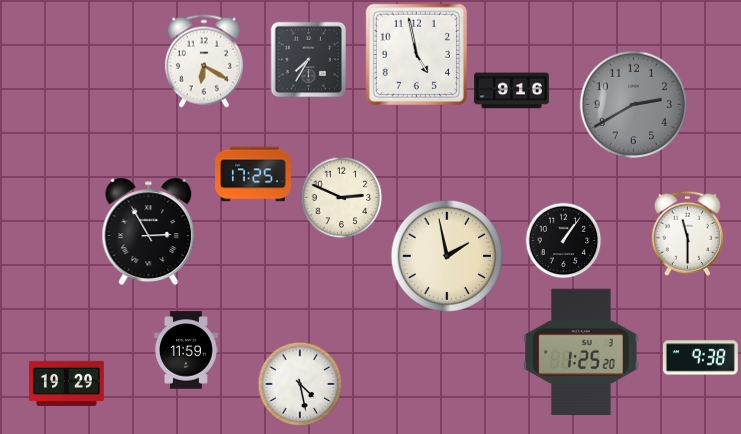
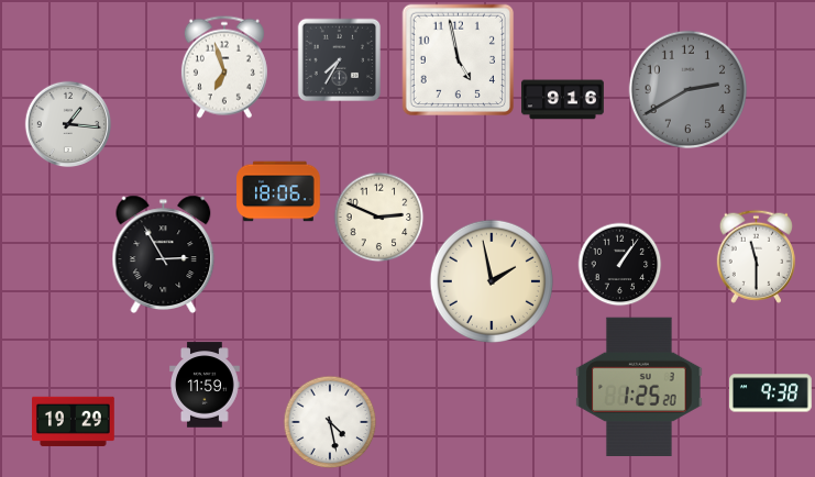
clock at (309, 60) position: (309, 60) -> (340, 60)
clock at (204, 61): 6:20 -> 6:57
clock at (634, 105) position: (634, 105) -> (689, 90)
clock at (68, 124): none -> 1:16
clock at (253, 174): 17:25 -> 18:06
clock at (342, 198) position: (342, 198) -> (379, 218)
